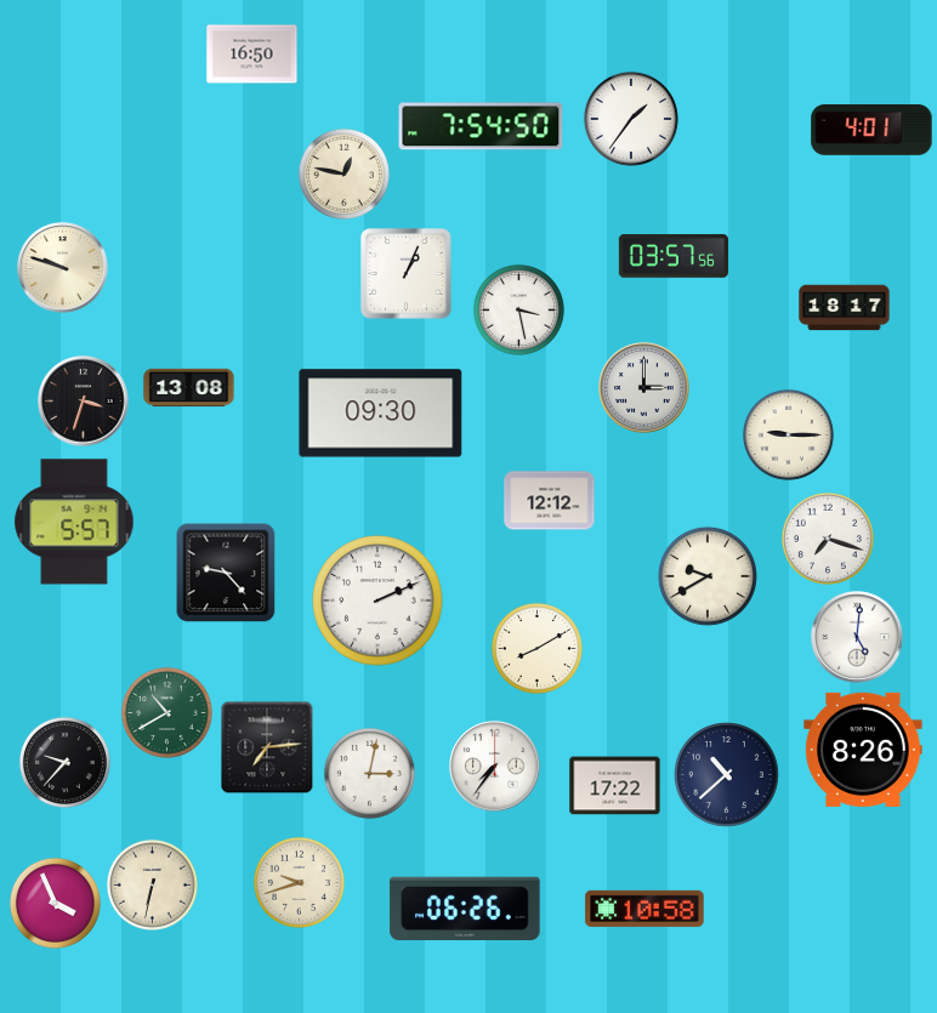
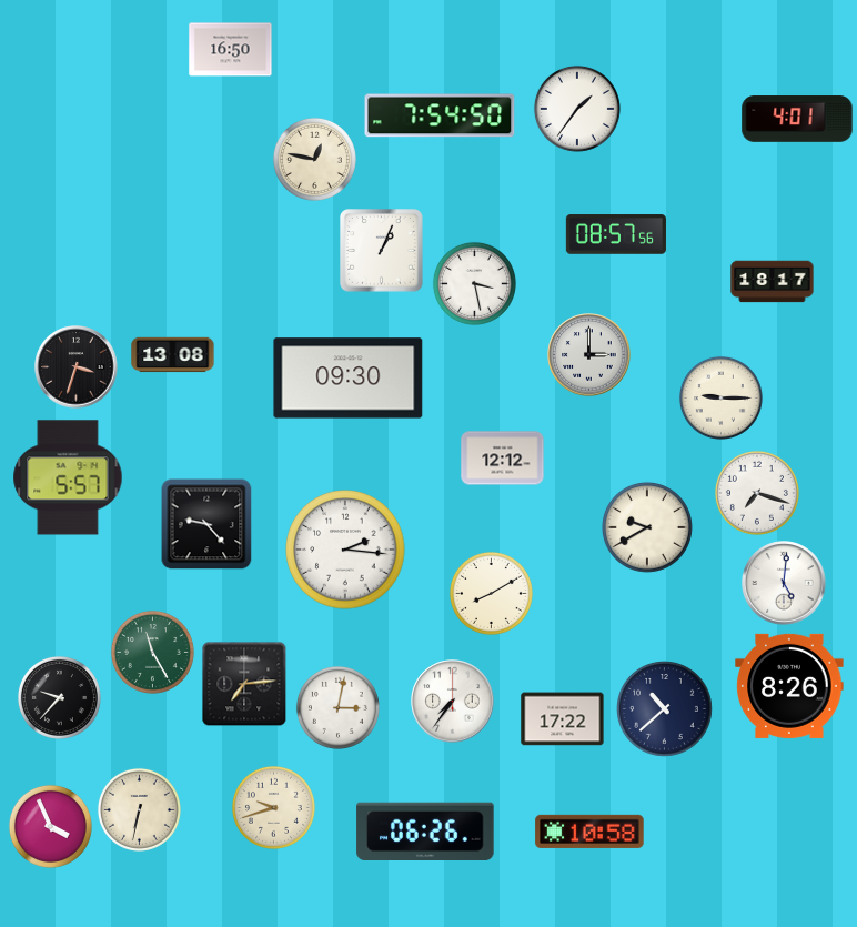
clock at (674, 256): 03:57 -> 08:57
clock at (63, 268): 9:48 -> none
clock at (407, 274) position: (407, 274) -> (382, 251)
clock at (377, 601): 2:11 -> 2:16
clock at (166, 712): 10:40 -> 11:25
